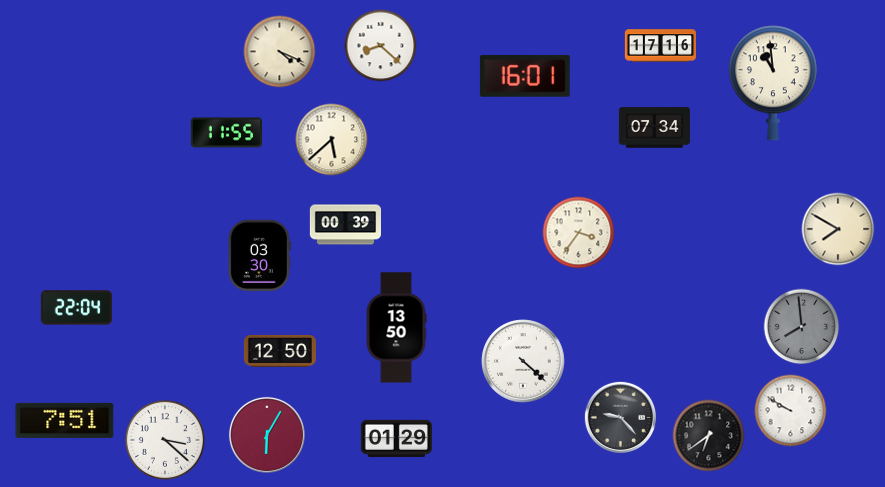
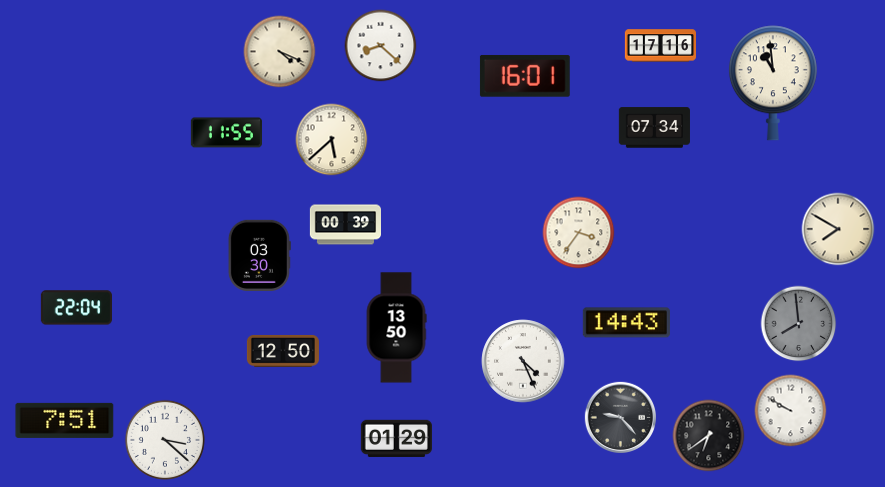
clock at (626, 323): none -> 14:43
clock at (802, 327) position: (802, 327) -> (799, 324)
clock at (280, 351) position: (280, 351) -> (283, 351)
clock at (523, 361): 4:22 -> 4:26
clock at (267, 435): 6:05 -> none
